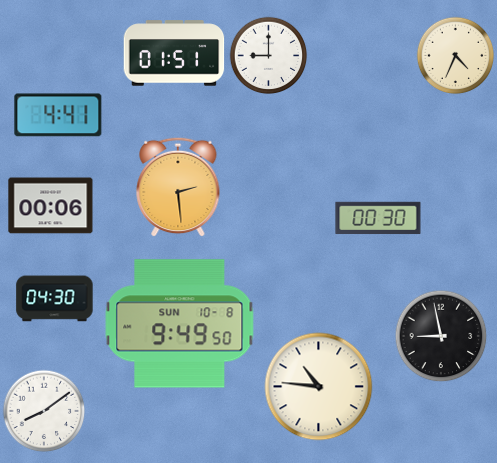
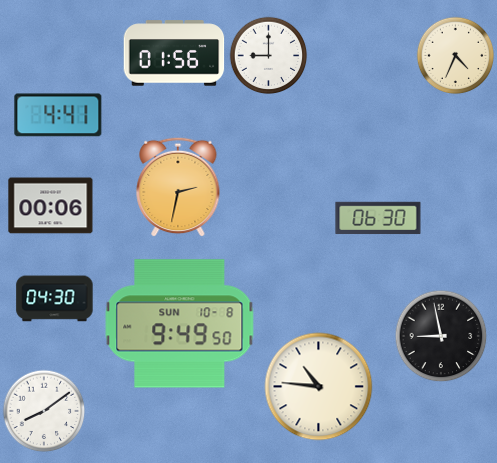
clock at (174, 53): 01:51 -> 01:56
clock at (178, 187): 2:29 -> 2:32
clock at (378, 218): 00:30 -> 06:30
